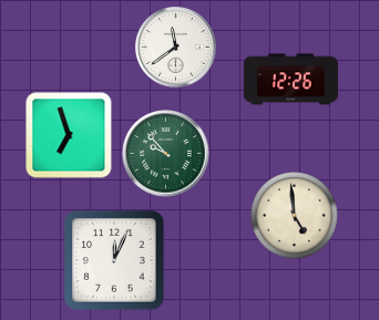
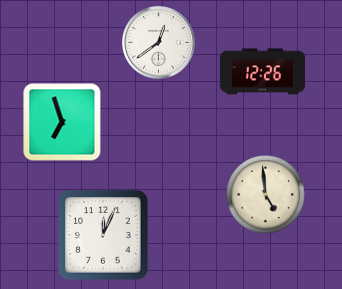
clock at (176, 48): 11:39 -> 12:39
clock at (166, 154): 9:53 -> none
